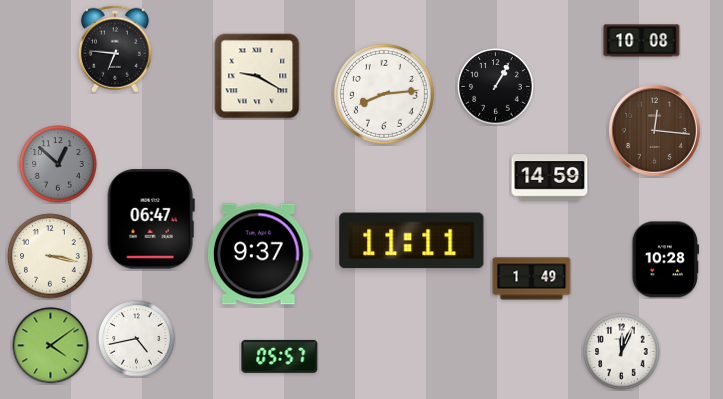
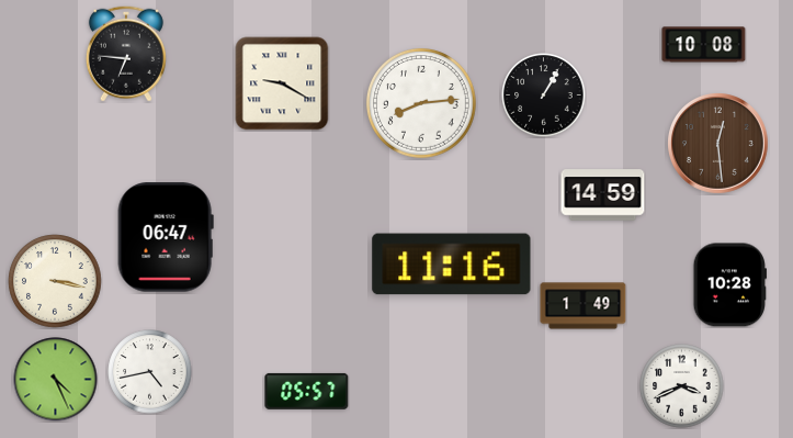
clock at (655, 131): 12:16 -> 12:29
clock at (58, 164): 12:52 -> none
clock at (151, 219) position: (151, 219) -> (166, 237)
clock at (412, 241): 11:11 -> 11:16
clock at (260, 254): 9:37 -> none
clock at (51, 346): 4:09 -> 4:26
clock at (622, 352): 12:04 -> 3:41
